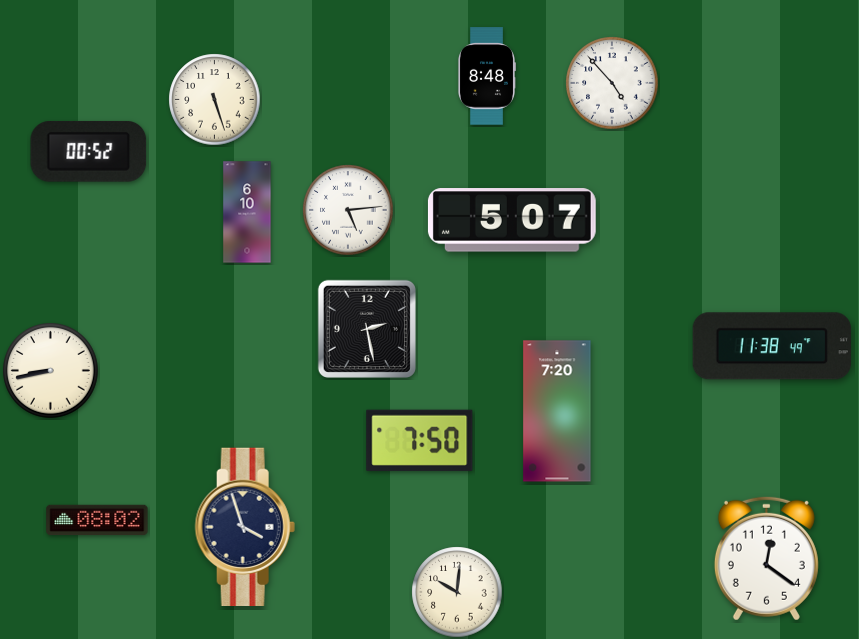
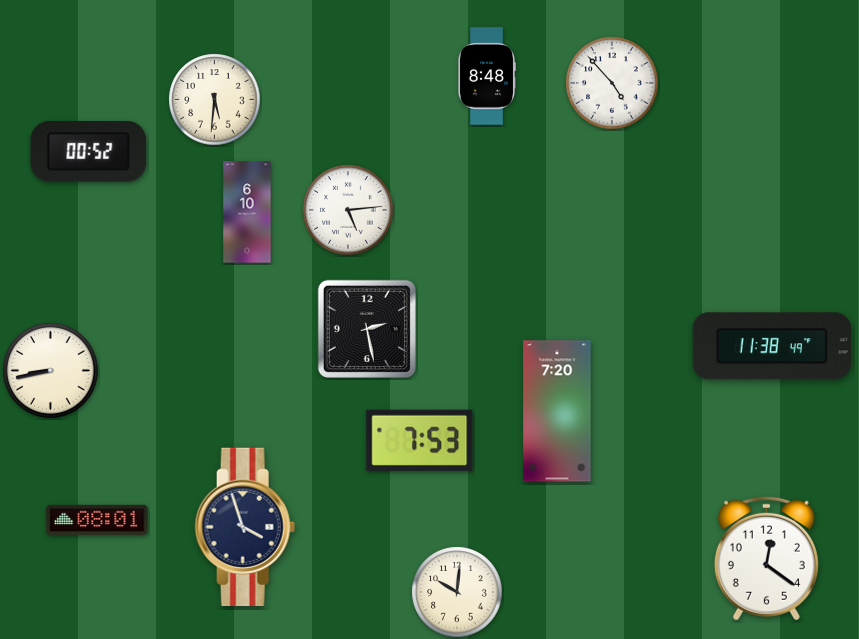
clock at (215, 100): 5:27 -> 5:31
clock at (512, 220): 5:07 -> none
clock at (420, 440): 7:50 -> 7:53
clock at (97, 520): 08:02 -> 08:01
